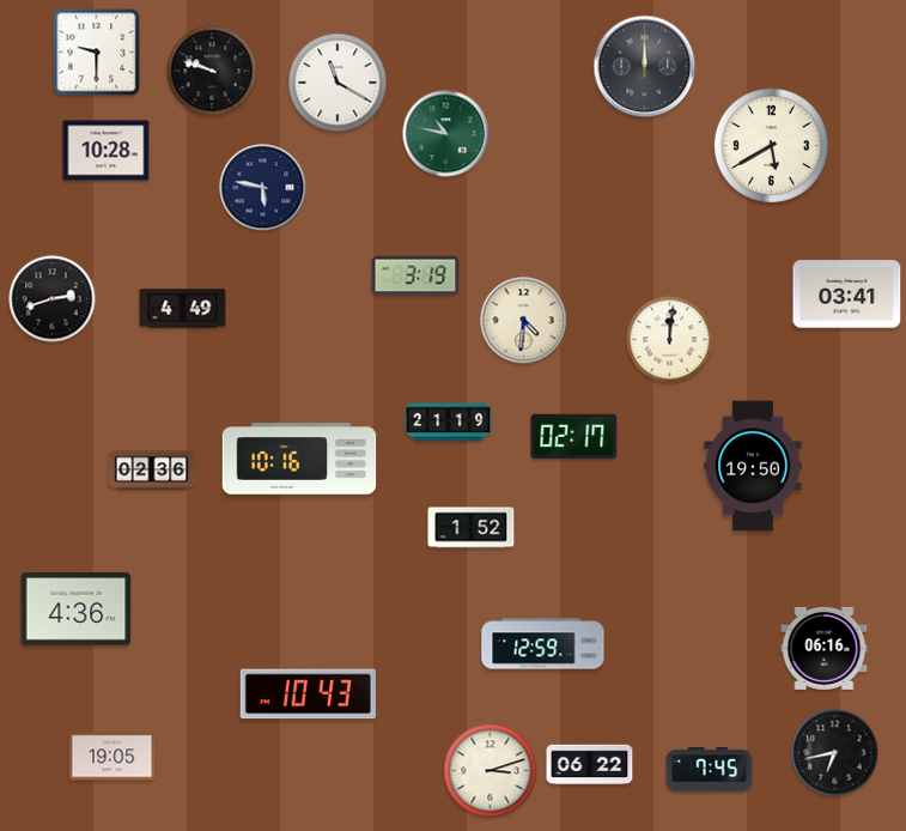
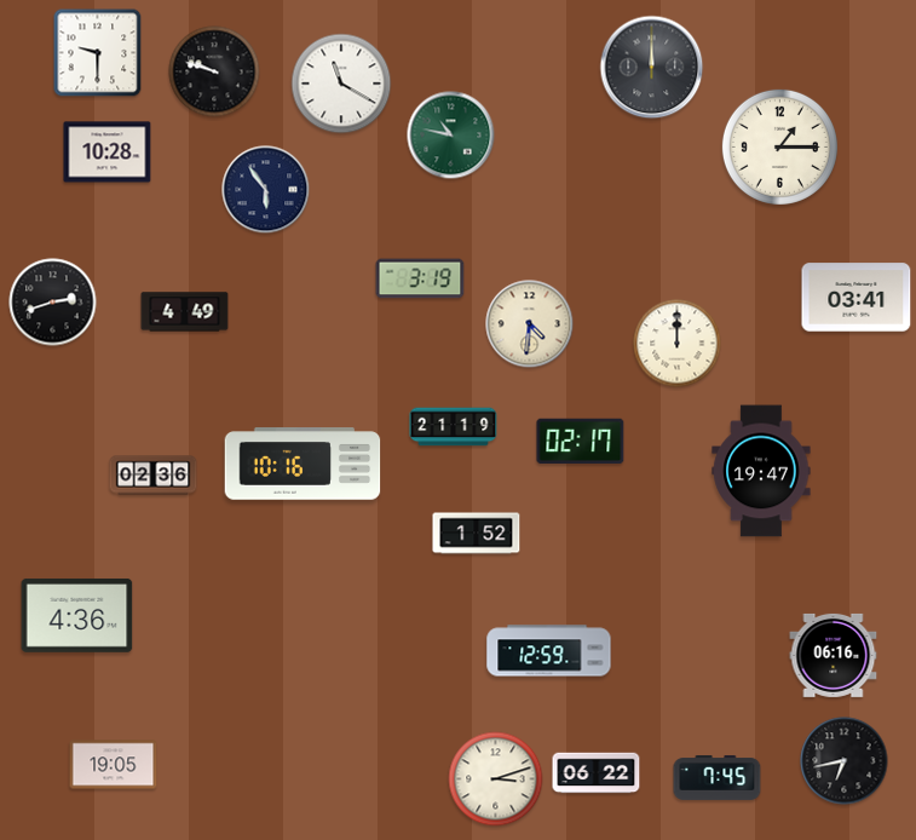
clock at (771, 145): 5:40 -> 1:15
clock at (263, 188): 5:47 -> 5:54
clock at (670, 340): 12:01 -> 12:00
clock at (753, 466): 19:50 -> 19:47
clock at (308, 694): 10:43 -> none
